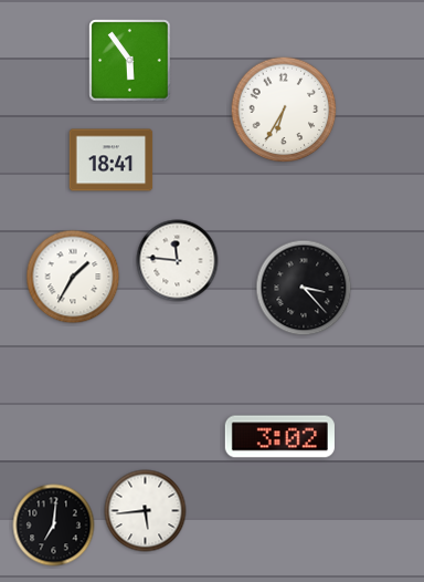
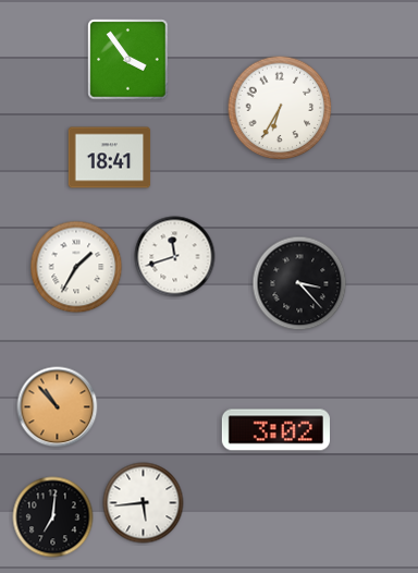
clock at (130, 61): 5:54 -> 3:54
clock at (178, 261): 11:46 -> 11:42
clock at (73, 277) position: (73, 277) -> (76, 267)
clock at (58, 407): none -> 10:53
